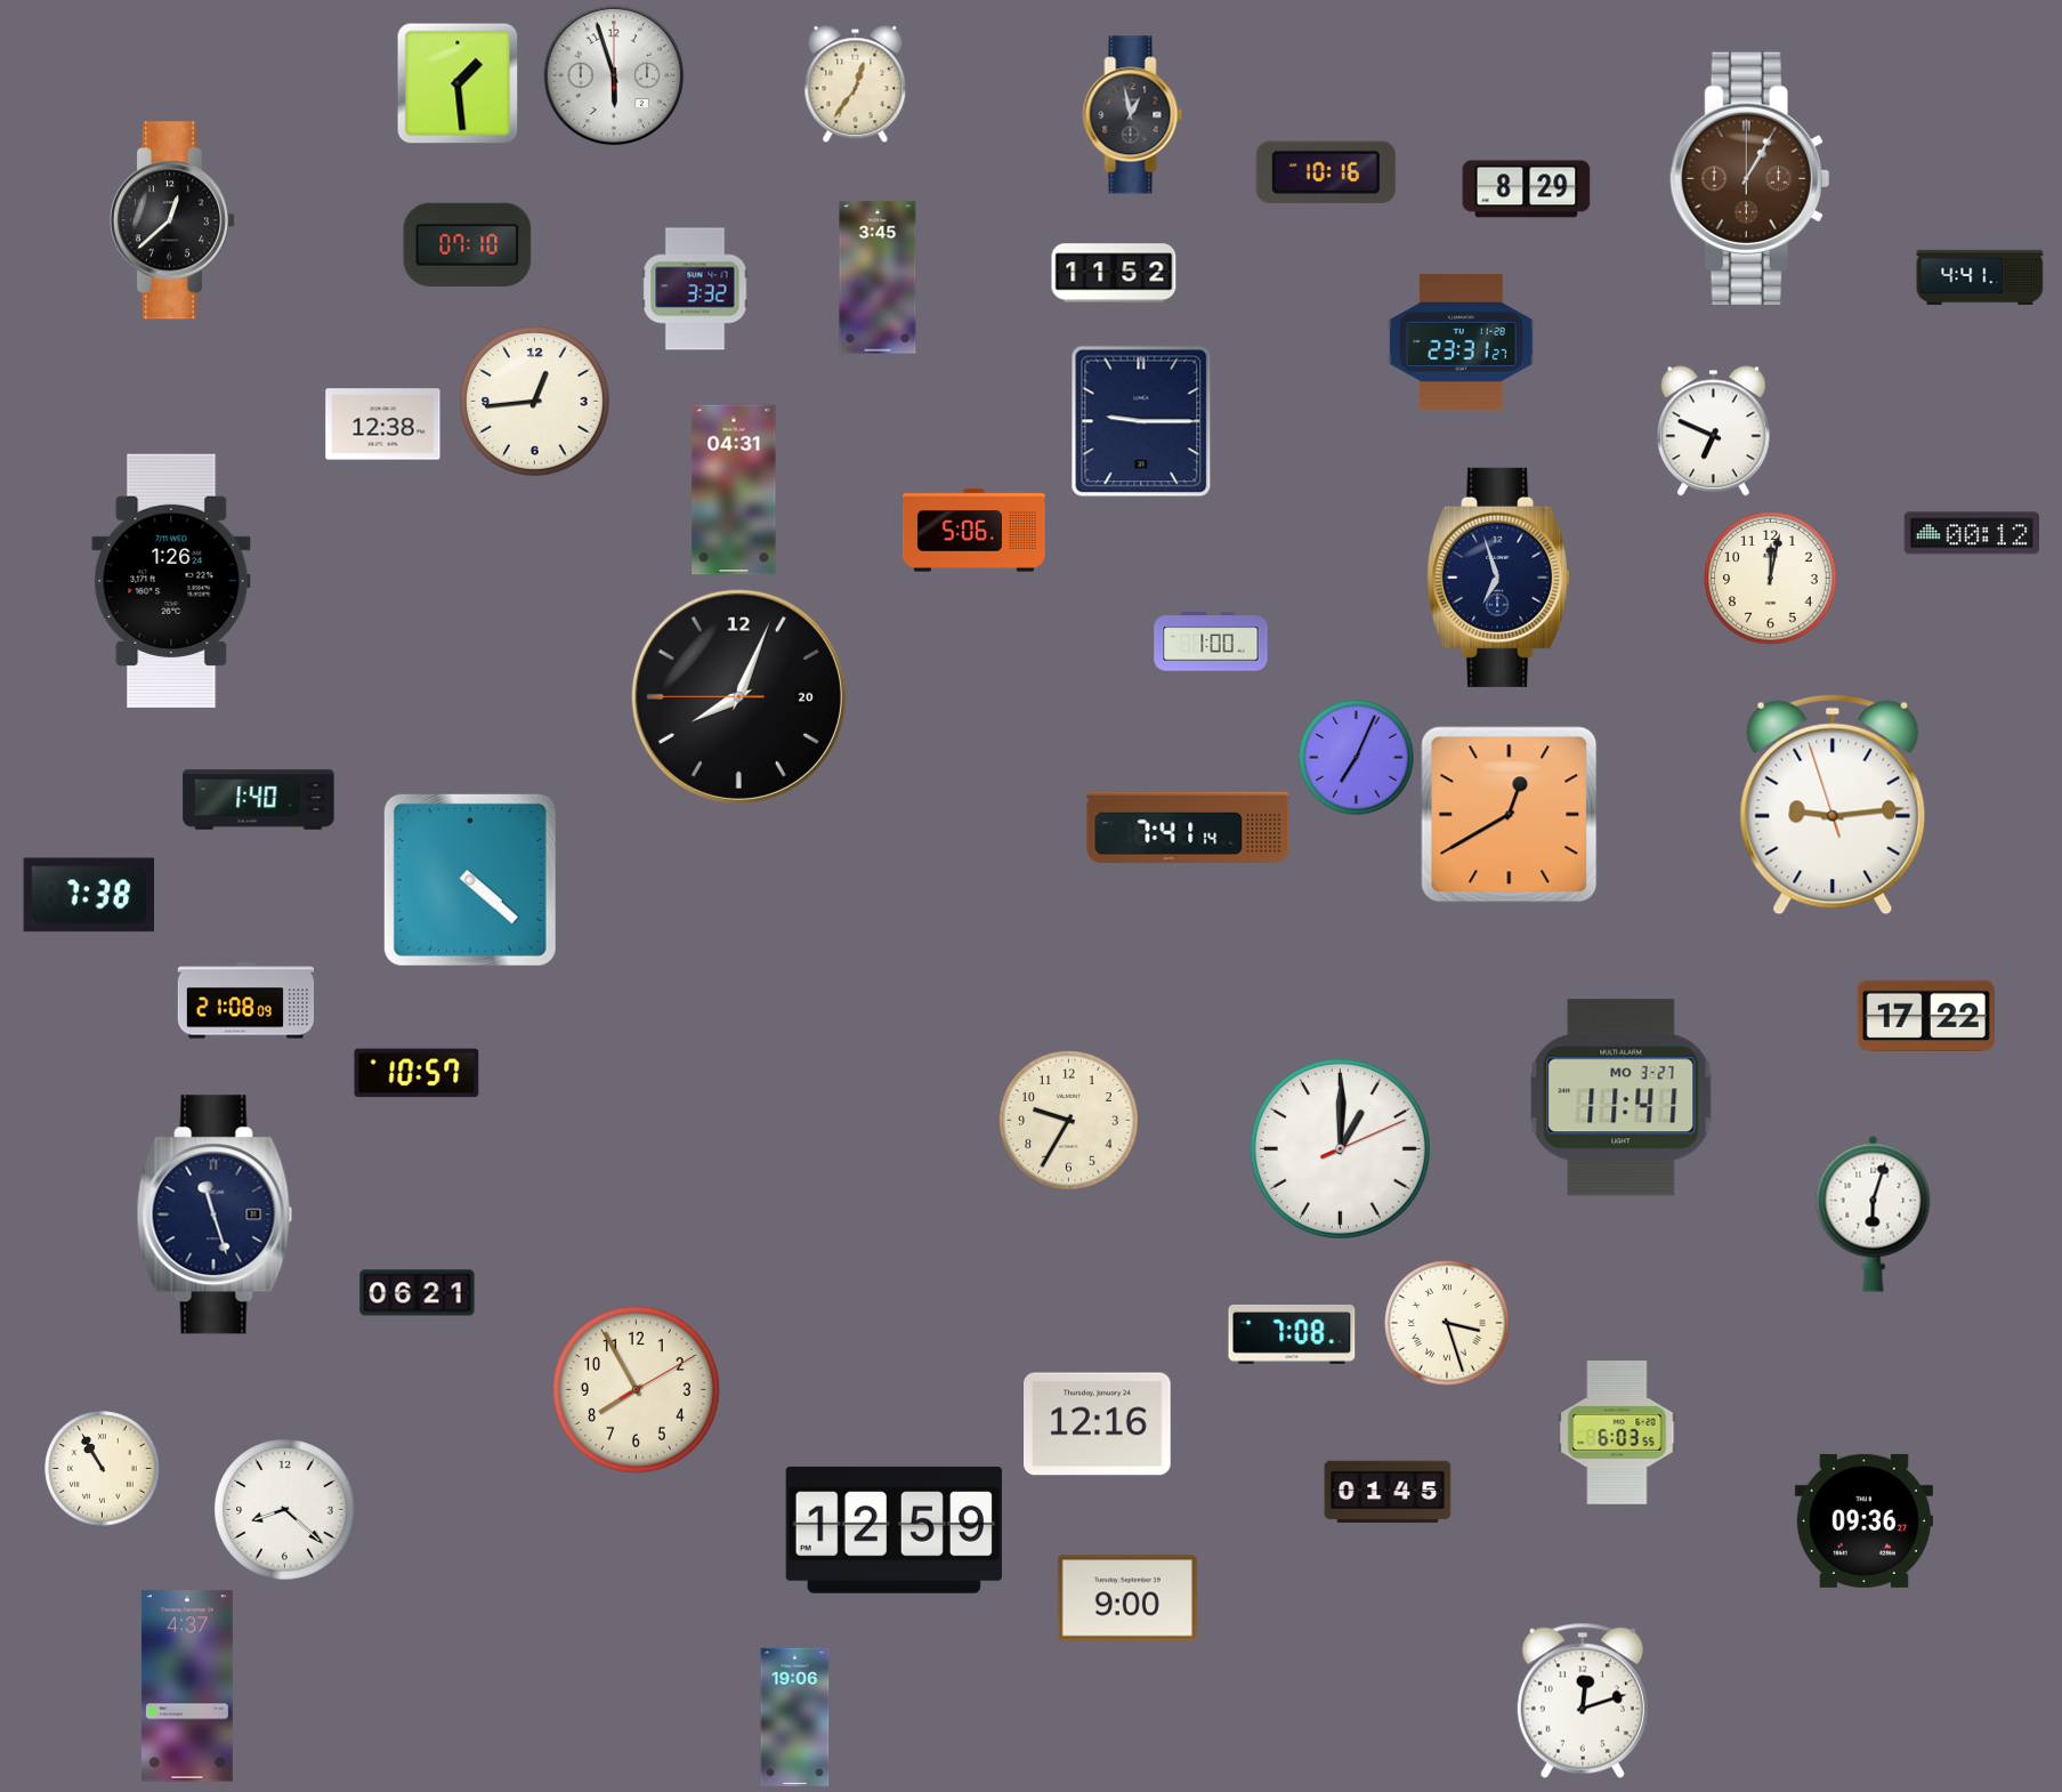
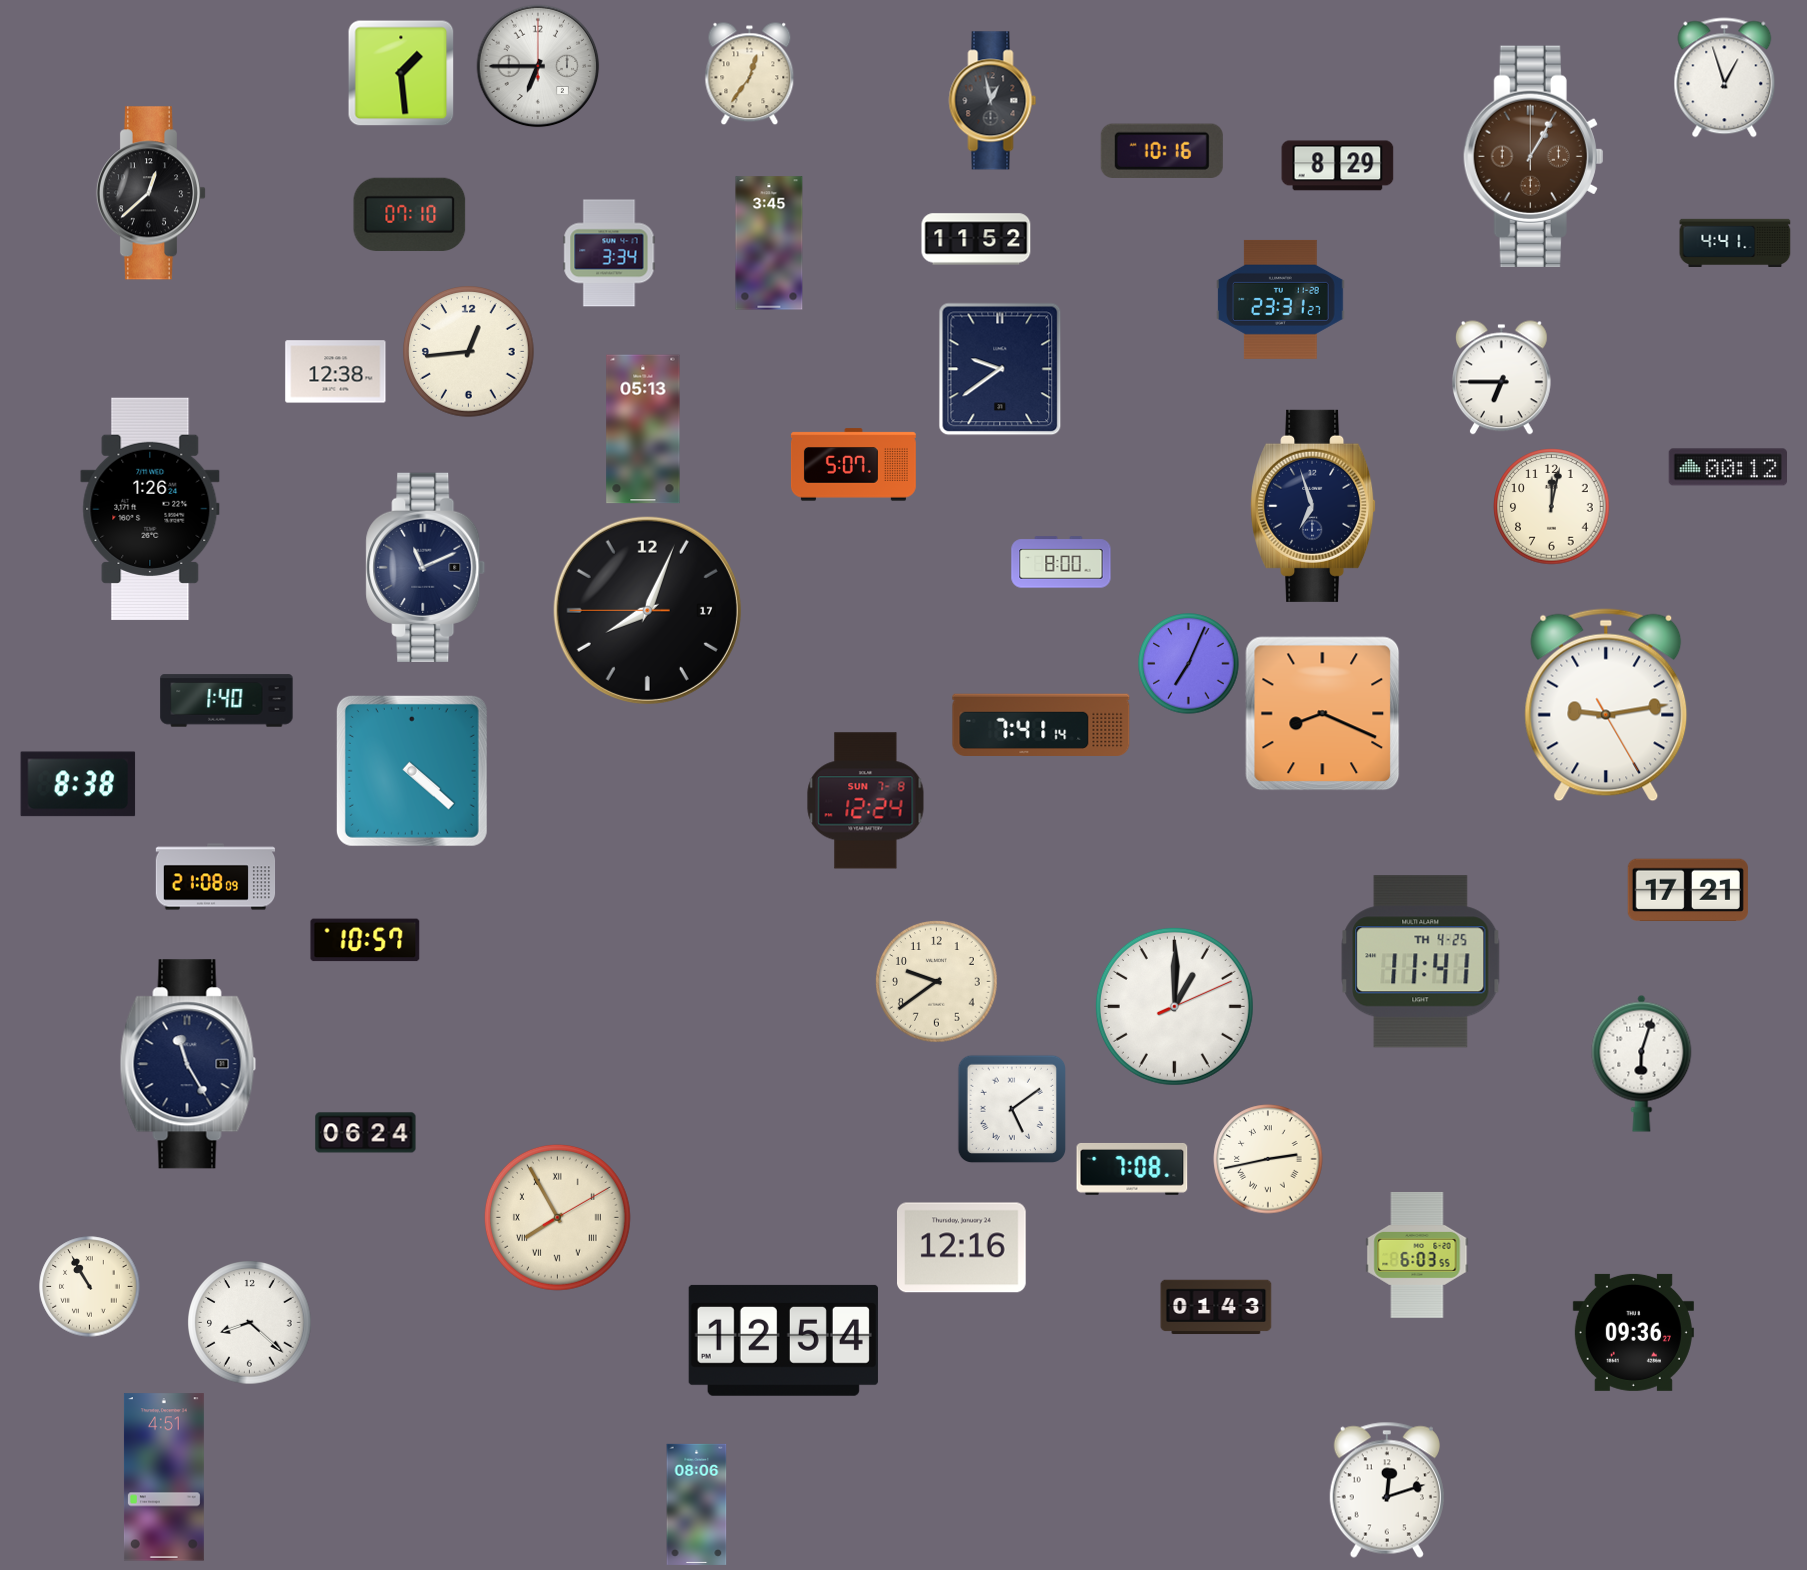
clock at (614, 75): 5:57 -> 6:45
clock at (1725, 78): none -> 12:57
clock at (695, 289): 3:32 -> 3:34
clock at (1141, 421): 9:15 -> 9:39
clock at (1713, 431): 6:49 -> 6:45
clock at (734, 490): 04:31 -> 05:13
clock at (973, 531): 5:06 -> 5:07
clock at (1211, 641): 1:00 -> 8:00
clock at (426, 567): none -> 11:11
clock at (738, 696) date: 20 -> 17
clock at (1833, 805): 9:13:57 -> 9:13:25
clock at (1510, 815): 12:40 -> 8:19
clock at (89, 895): 7:38 -> 8:38
clock at (866, 801): none -> 12:24
clock at (1926, 1015): 17:22 -> 17:21
clock at (1622, 1098) date: MO 3-27 -> TH 4-25
clock at (1069, 1121): 9:35 -> 9:39
clock at (215, 1214): 11:27 -> 11:25
clock at (1011, 1108): none -> 5:09
clock at (418, 1293): 06:21 -> 06:24
clock at (1447, 1323): 3:27 -> 2:43
clock at (636, 1389) numerals: Arabic -> Roman
clock at (1388, 1492): 01:45 -> 01:43
clock at (893, 1529): 12:59 -> 12:54
clock at (1127, 1598): 9:00 -> none
clock at (187, 1686): 4:37 -> 4:51
clock at (795, 1717): 19:06 -> 08:06
